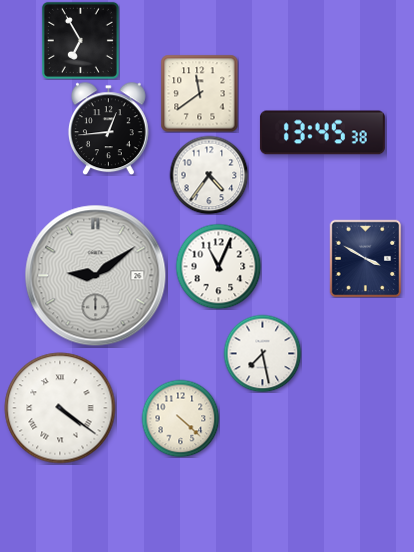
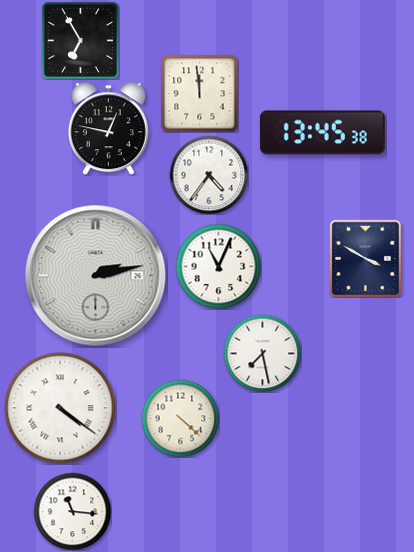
clock at (199, 93): 11:39 -> 11:59
clock at (108, 128): 12:44 -> 12:47
clock at (96, 276): 9:09 -> 2:13
clock at (72, 511): none -> 11:16
